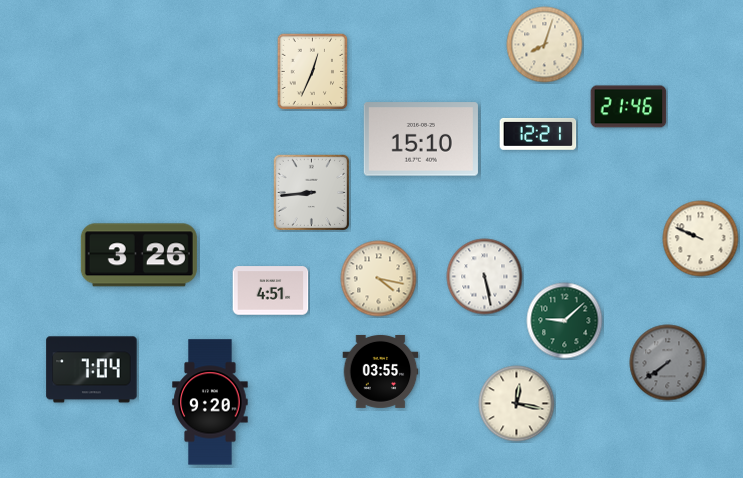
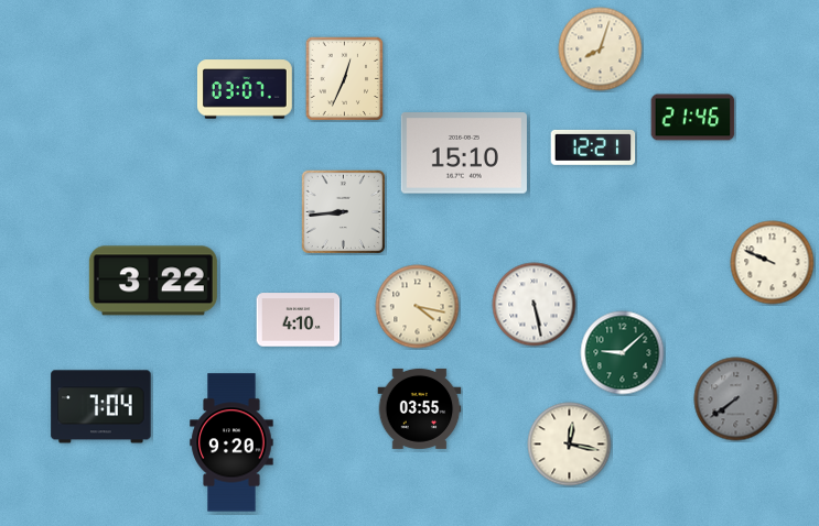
clock at (245, 89): none -> 03:07
clock at (139, 255): 3:26 -> 3:22
clock at (271, 291): 4:51 -> 4:10
